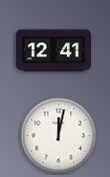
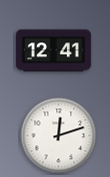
clock at (59, 136): 12:02 -> 12:12
